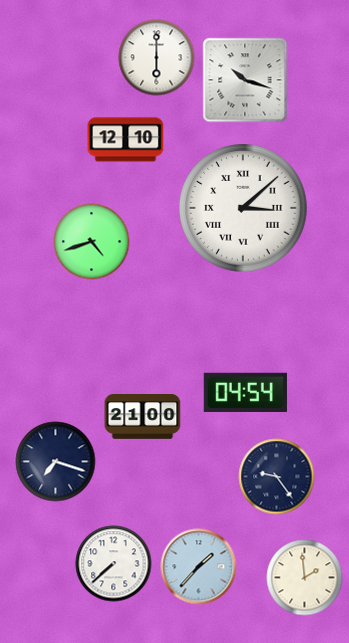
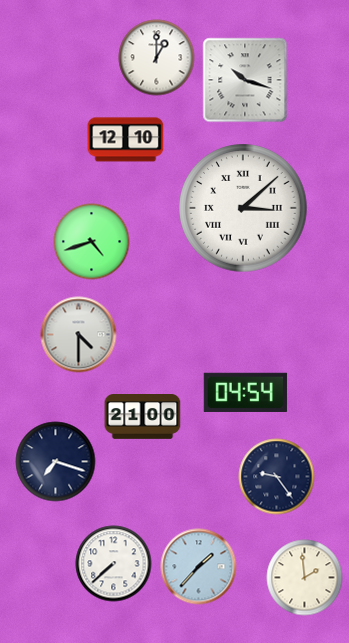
clock at (157, 58): 6:00 -> 1:00
clock at (79, 335): none -> 4:30
